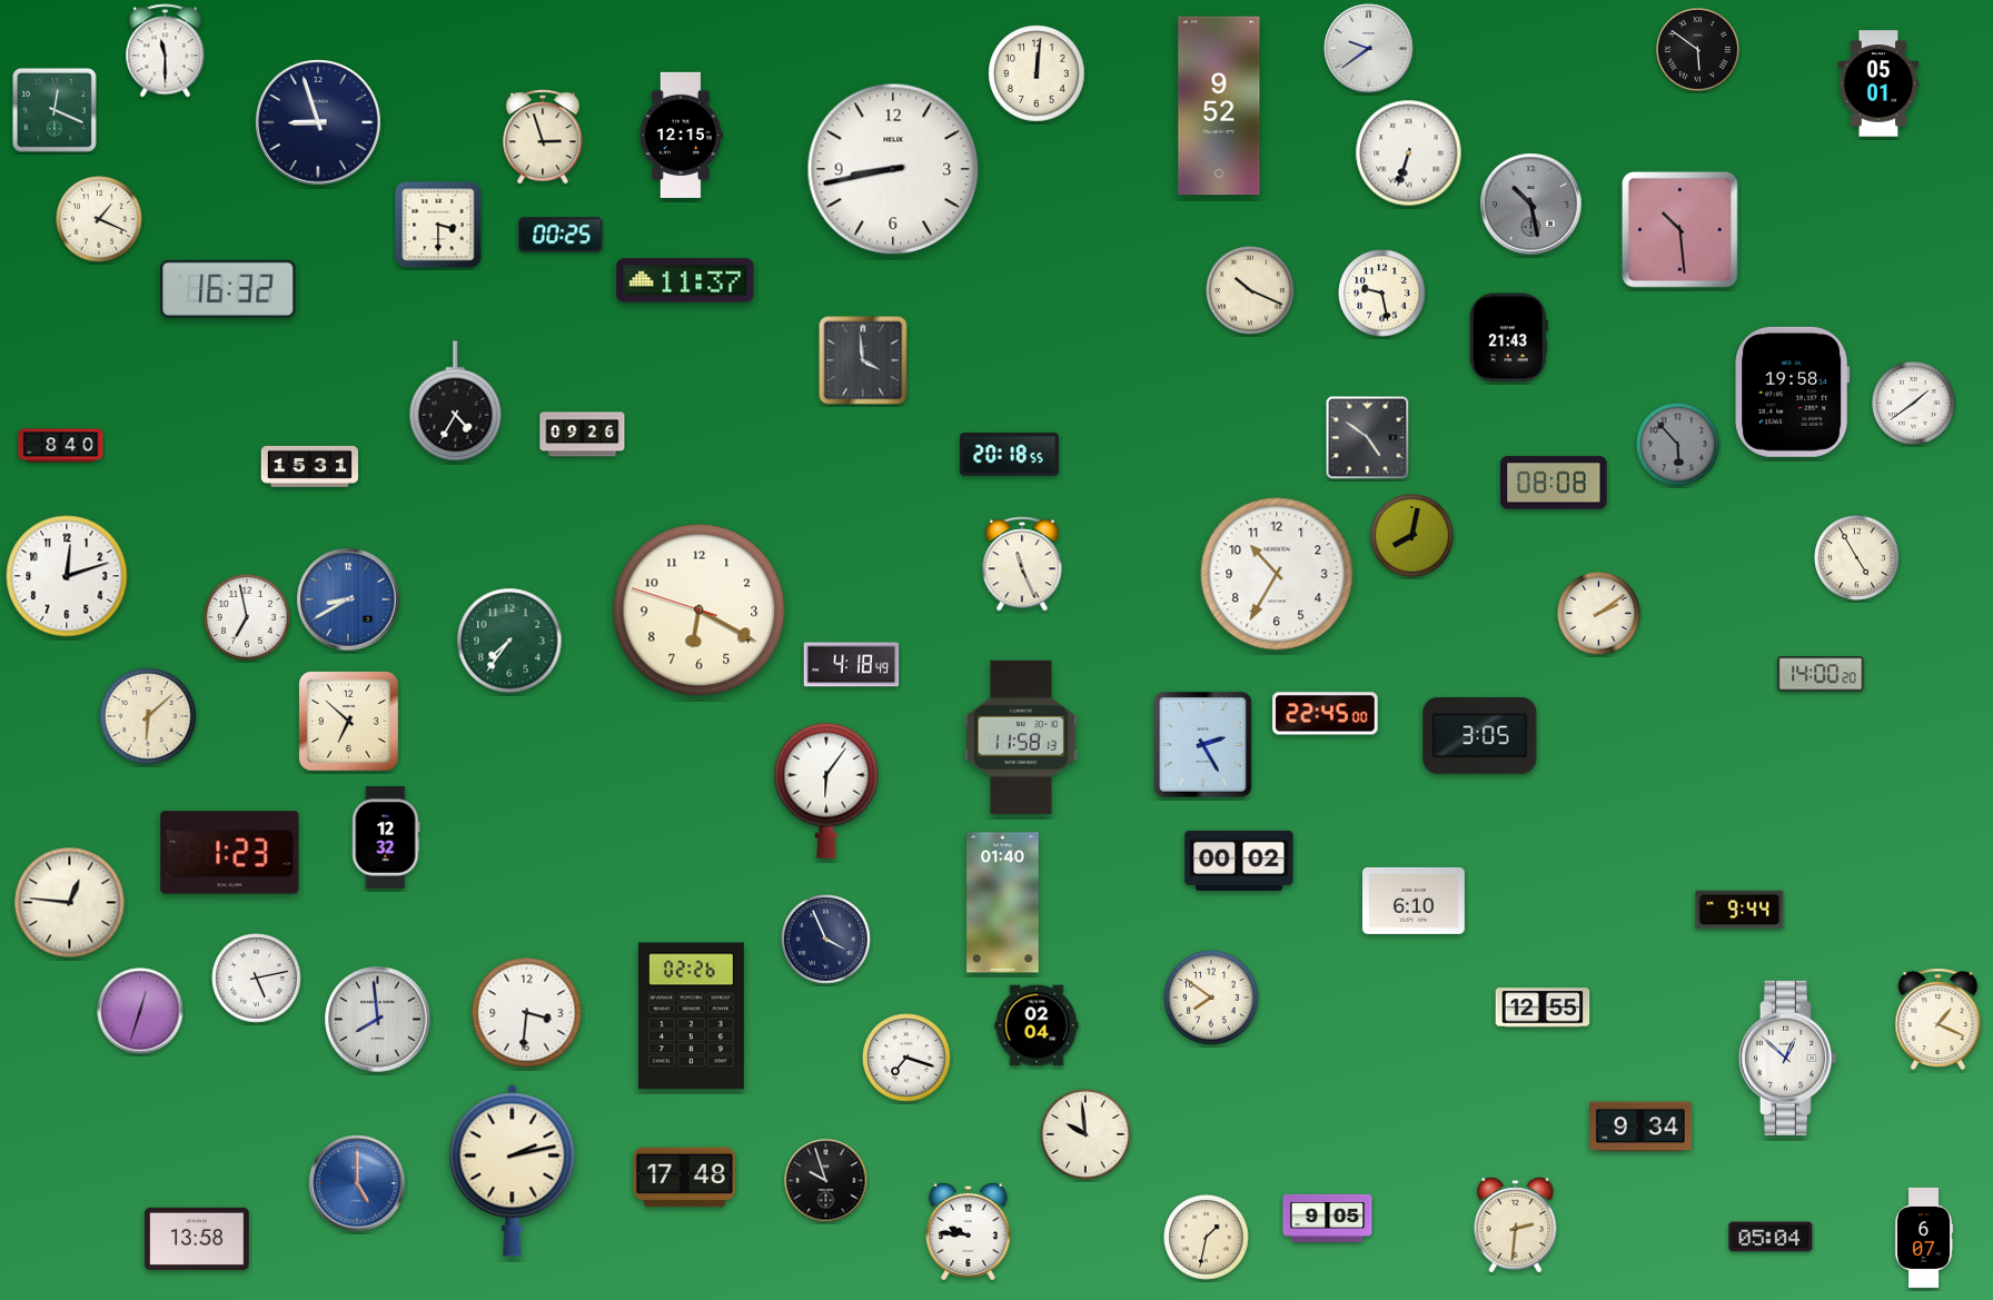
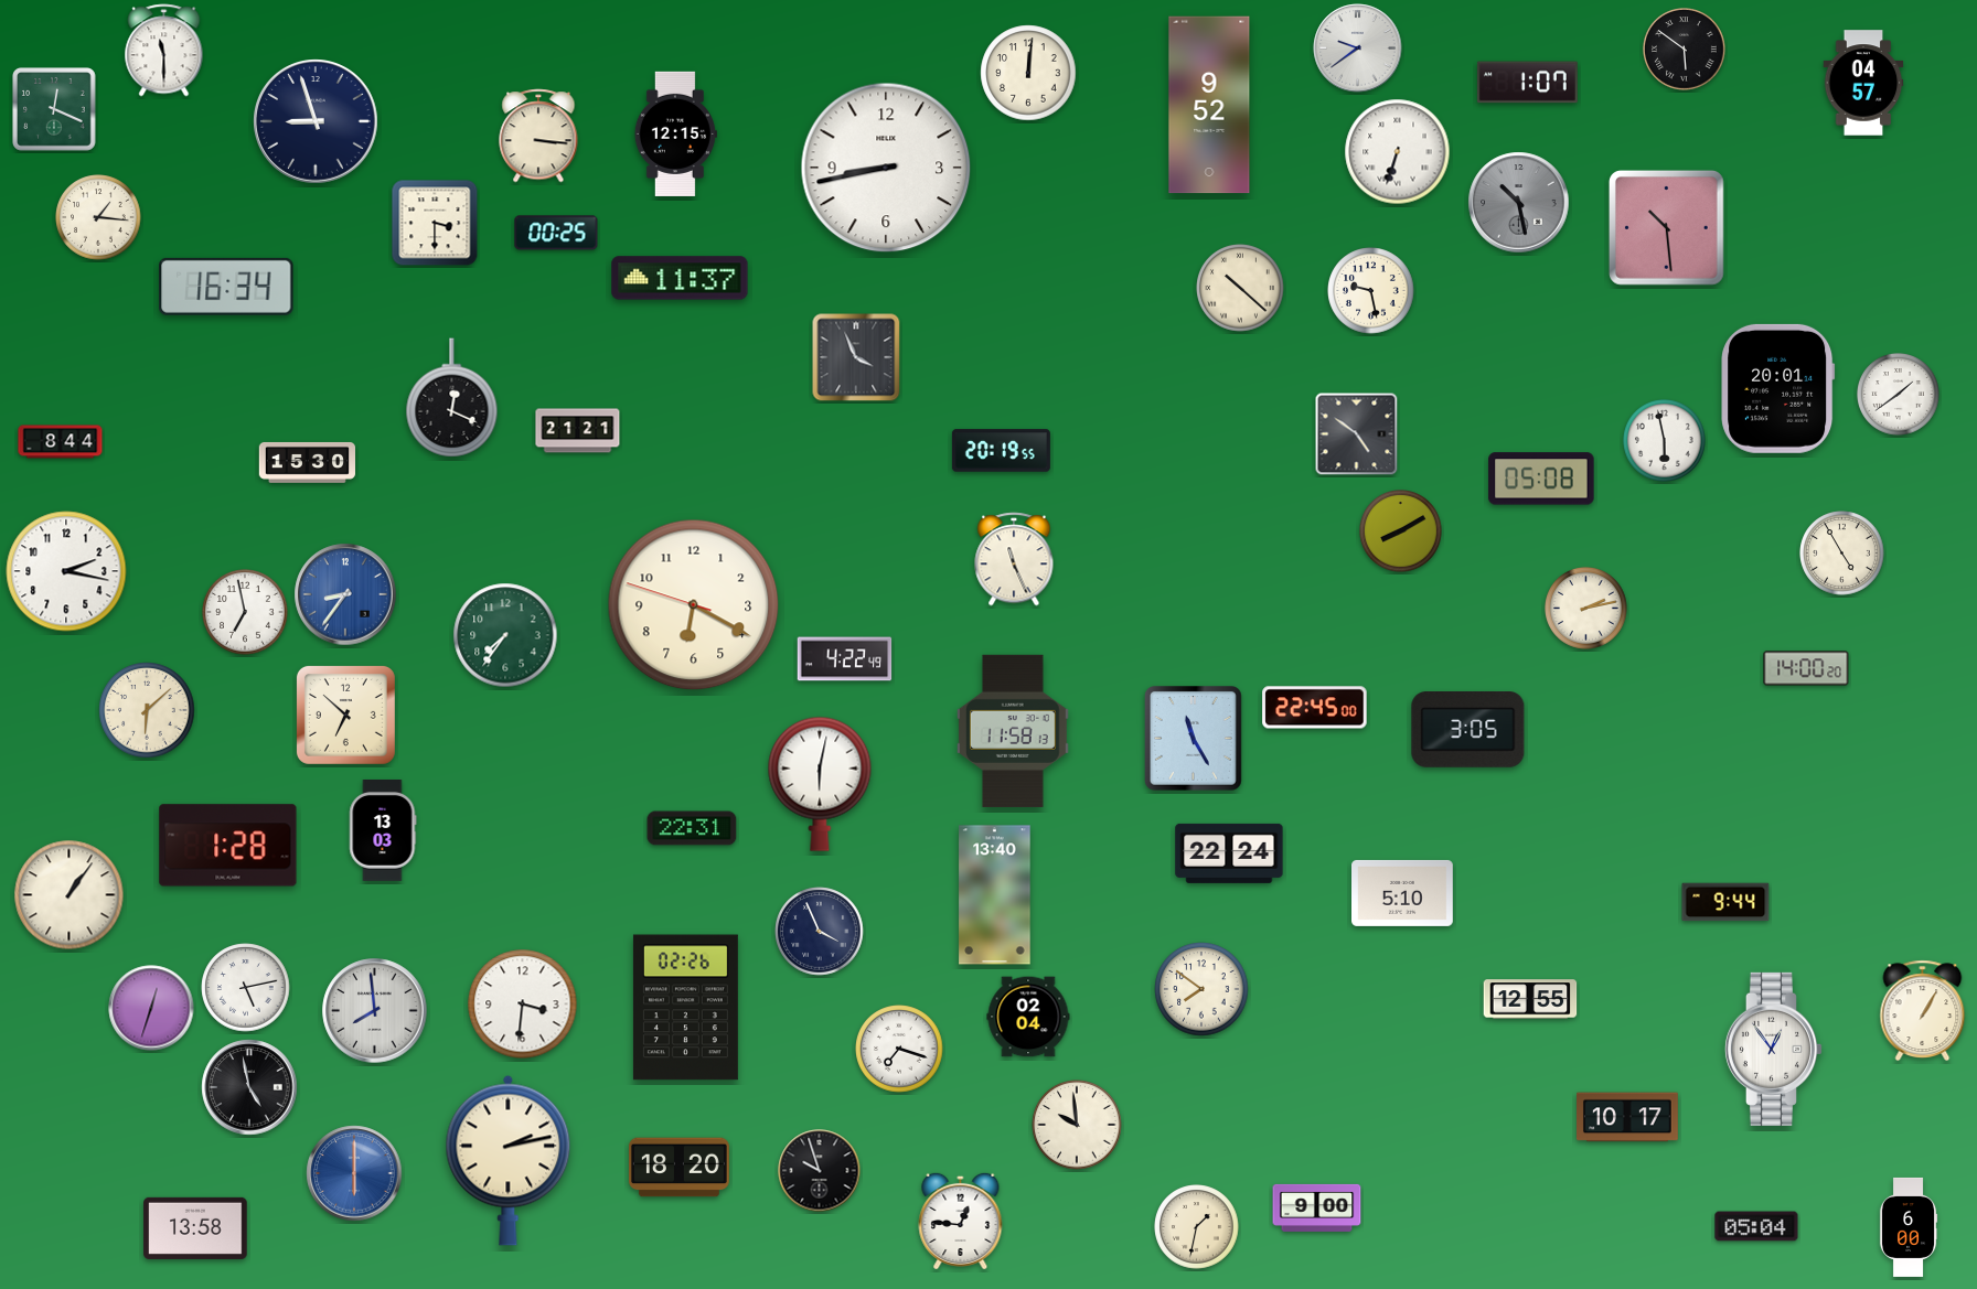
clock at (1527, 83): none -> 1:07
clock at (1878, 83): 05:01 -> 04:57
clock at (543, 137): 2:57 -> 3:16
clock at (99, 219): 1:19 -> 1:16
clock at (228, 289): 16:32 -> 16:34
clock at (1250, 290): 10:19 -> 10:22
clock at (1508, 338): 21:43 -> none
clock at (863, 360): 3:59 -> 3:56
clock at (1793, 391): 19:58 -> 20:01
clock at (456, 401): 4:35 -> 12:19
clock at (1914, 404) position: (1914, 404) -> (1899, 395)
clock at (583, 435): 09:26 -> 21:21
clock at (1678, 445): 5:53 -> 5:58
clock at (1678, 445) dial: grey -> white
clock at (61, 446): 8:40 -> 8:44
clock at (1009, 455): 20:18 -> 20:19
clock at (309, 466): 15:31 -> 15:30
clock at (1554, 483): 08:08 -> 05:08
clock at (1412, 536): 8:02 -> 8:10
clock at (1277, 574): 10:35 -> none
clock at (67, 576): 12:12 -> 2:17
clock at (348, 599): 8:40 -> 8:36
clock at (1599, 614): 2:09 -> 2:13
clock at (852, 665): 4:18 -> 4:22
clock at (1203, 745): 2:25 -> 11:25
clock at (826, 791): 6:06 -> 6:02
clock at (692, 828): none -> 22:31
clock at (386, 838): 12:32 -> 13:03
clock at (230, 853): 1:23 -> 1:28
clock at (1239, 861): 00:02 -> 22:24
clock at (1415, 901): 6:10 -> 5:10
clock at (70, 903): 12:46 -> 1:06
clock at (1003, 903): 01:40 -> 13:40
clock at (257, 979) position: (257, 979) -> (246, 988)
clock at (140, 1011) position: (140, 1011) -> (151, 1008)
clock at (1939, 1020): 1:19 -> 1:05
clock at (1787, 1058): 12:52 -> 12:54
clock at (249, 1087): none -> 4:58
clock at (1642, 1127): 9:34 -> 10:17
clock at (684, 1178): 17:48 -> 18:20
clock at (357, 1183): 5:00 -> 6:00
clock at (1328, 1218): 9:05 -> 9:00
clock at (1516, 1225): 2:31 -> none
clock at (969, 1230): 9:46 -> 12:46
clock at (1924, 1238): 6:07 -> 6:00
